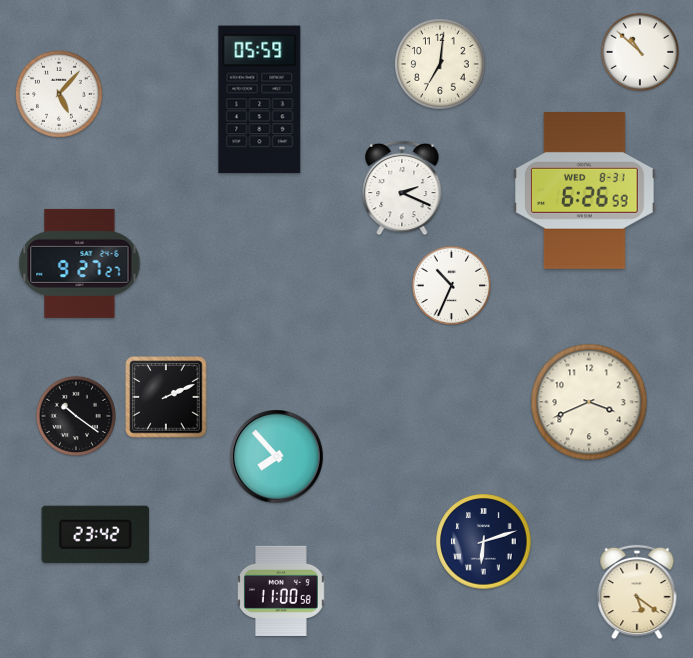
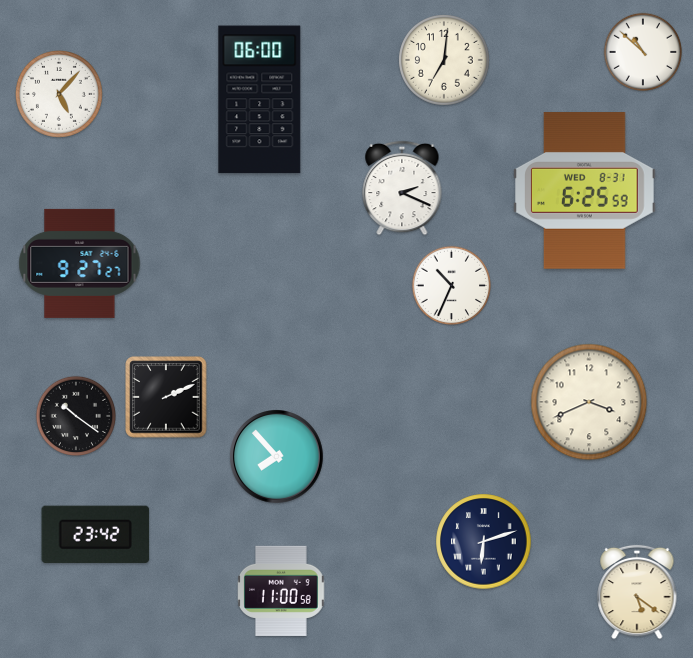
clock at (640, 52) position: (640, 52) -> (643, 52)
clock at (441, 65) position: (441, 65) -> (445, 61)
clock at (260, 100): 05:59 -> 06:00
clock at (585, 191): 6:26 -> 6:25
